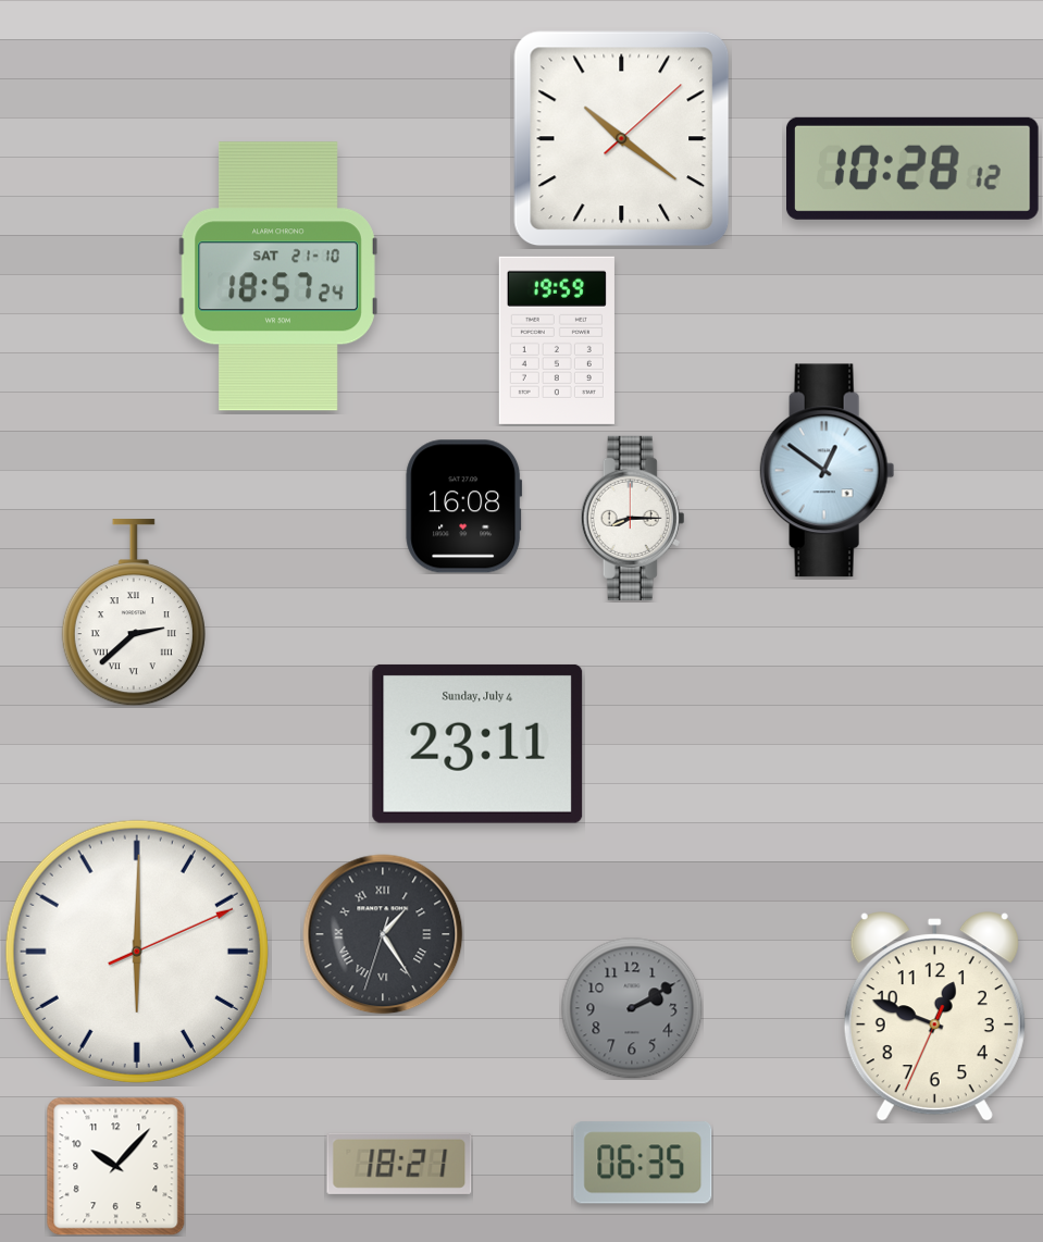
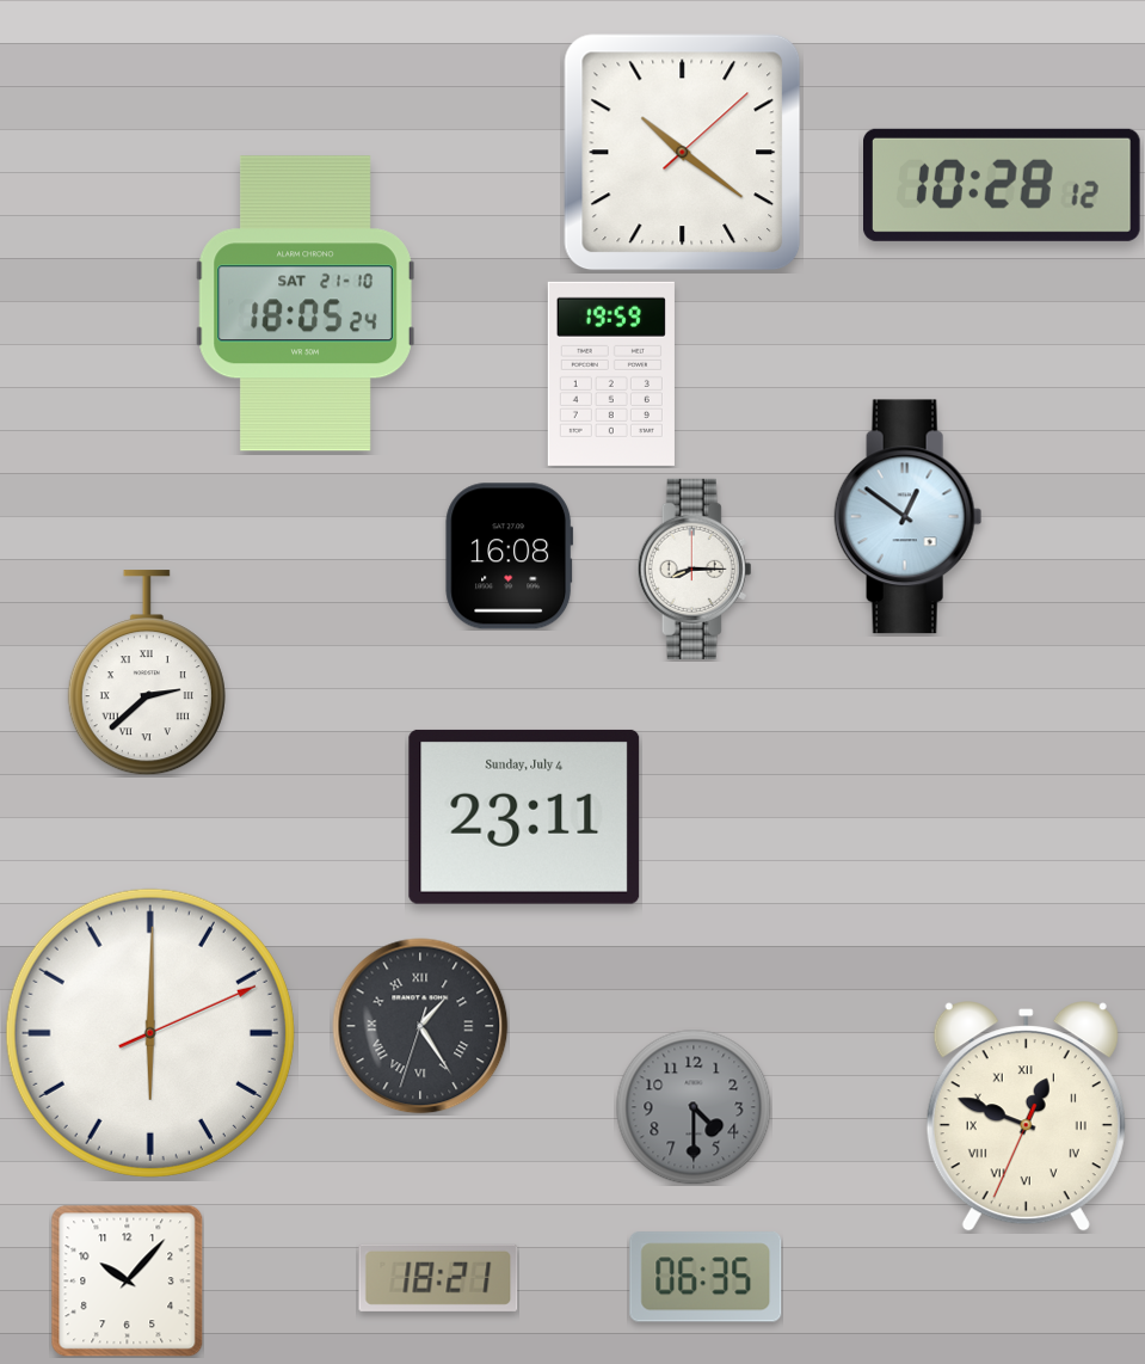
clock at (278, 276): 18:57 -> 18:05
clock at (137, 952) position: (137, 952) -> (150, 1033)
clock at (632, 1008): 2:10 -> 4:30
clock at (934, 1017) numerals: Arabic -> Roman
